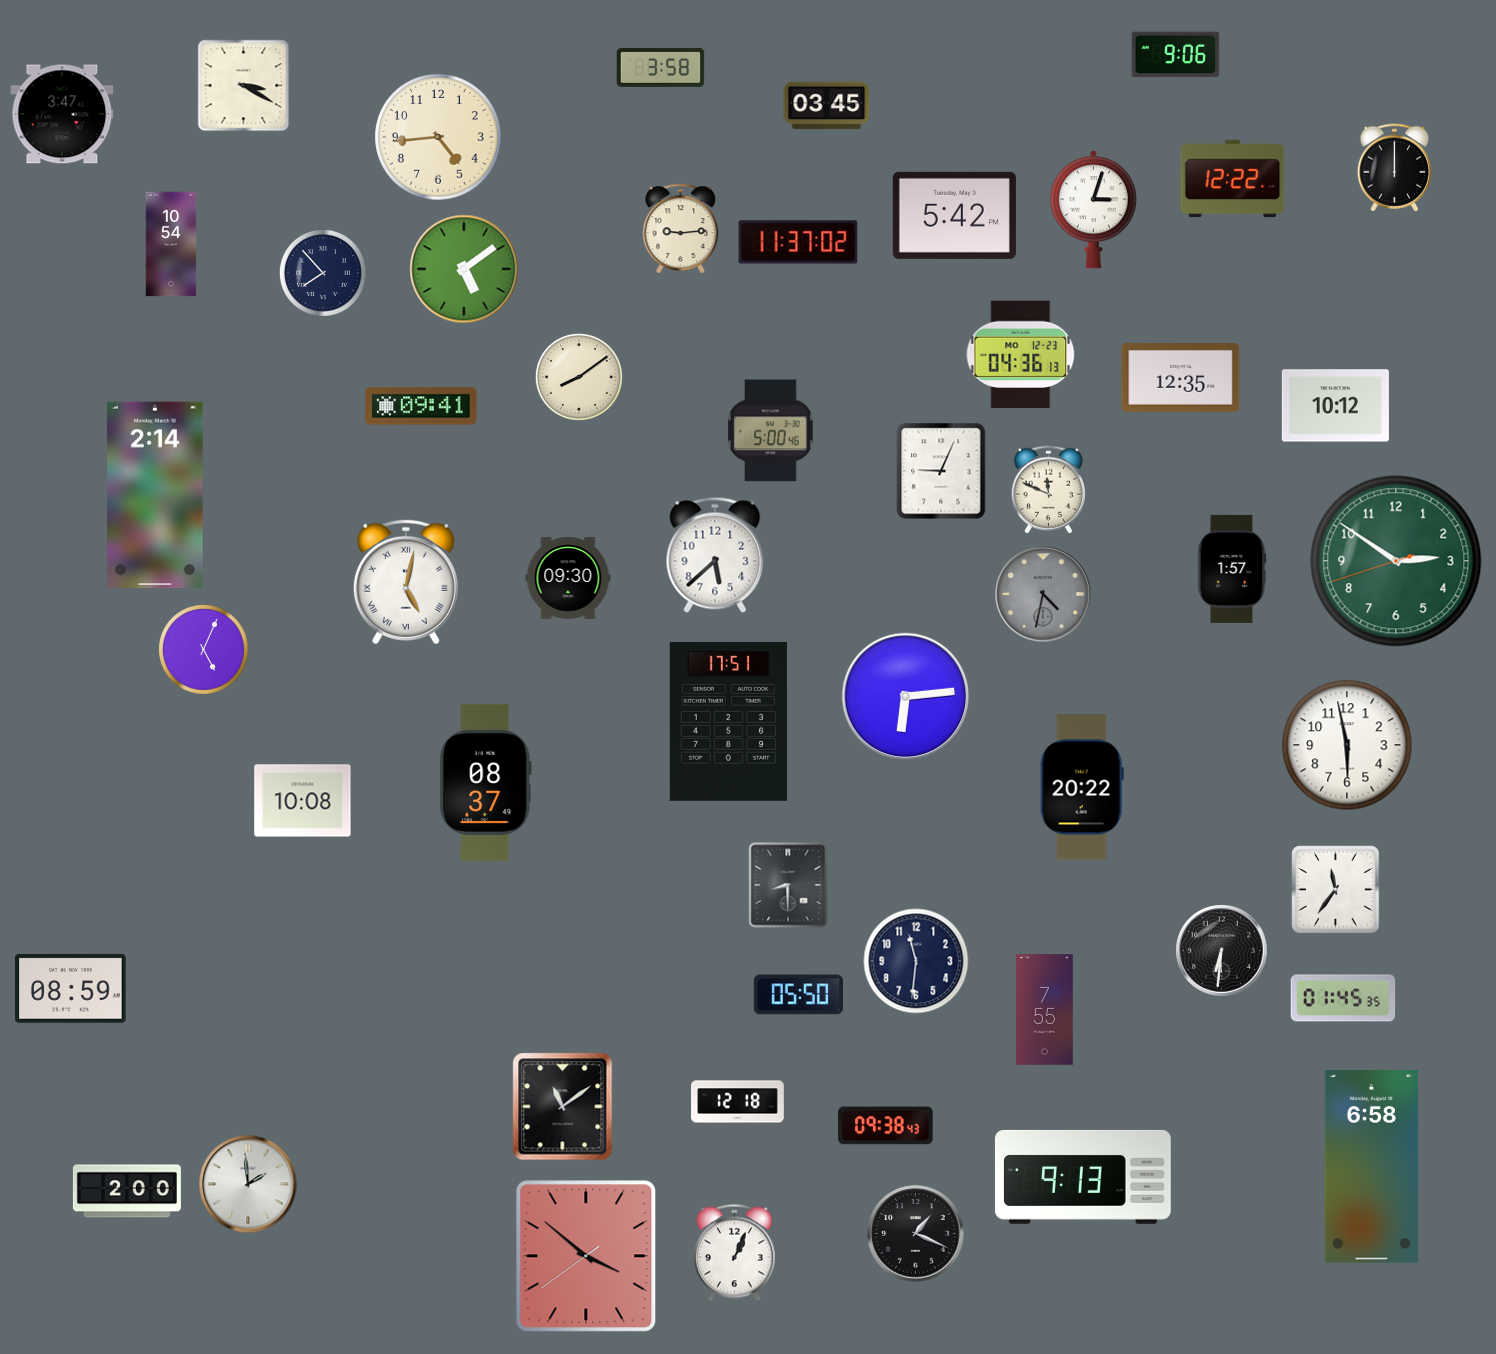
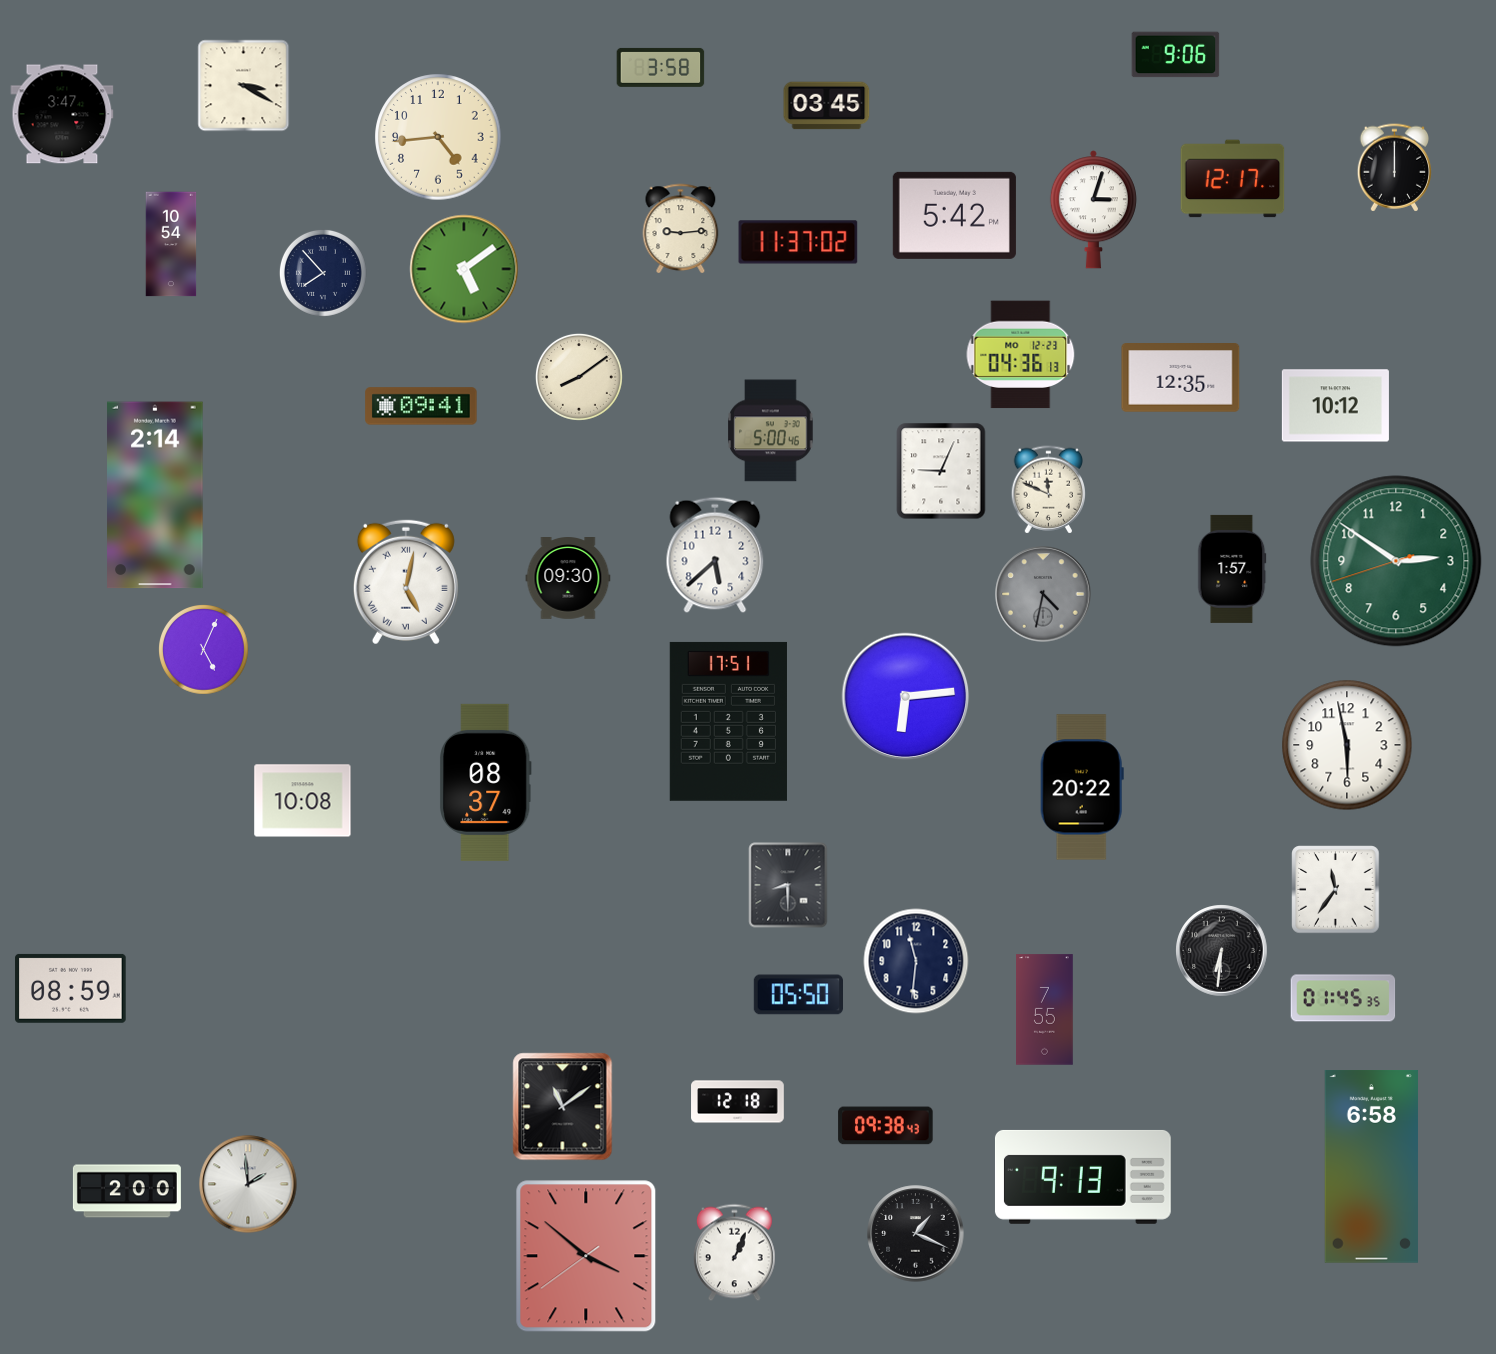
clock at (1233, 179): 12:22 -> 12:17
